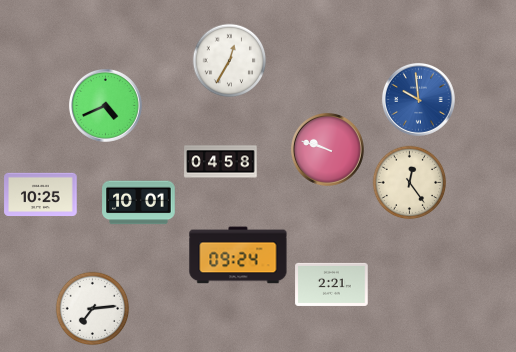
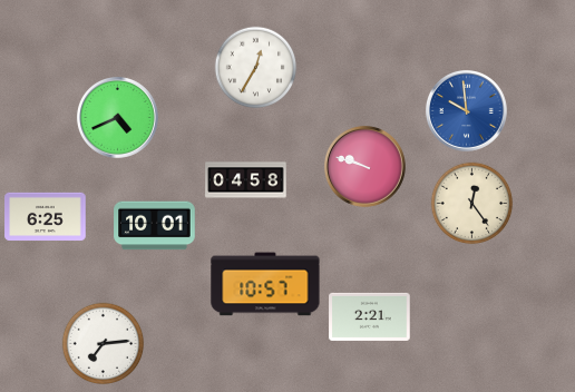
clock at (410, 183) position: (410, 183) -> (472, 204)
clock at (41, 195): 10:25 -> 6:25
clock at (238, 255): 09:24 -> 10:57
